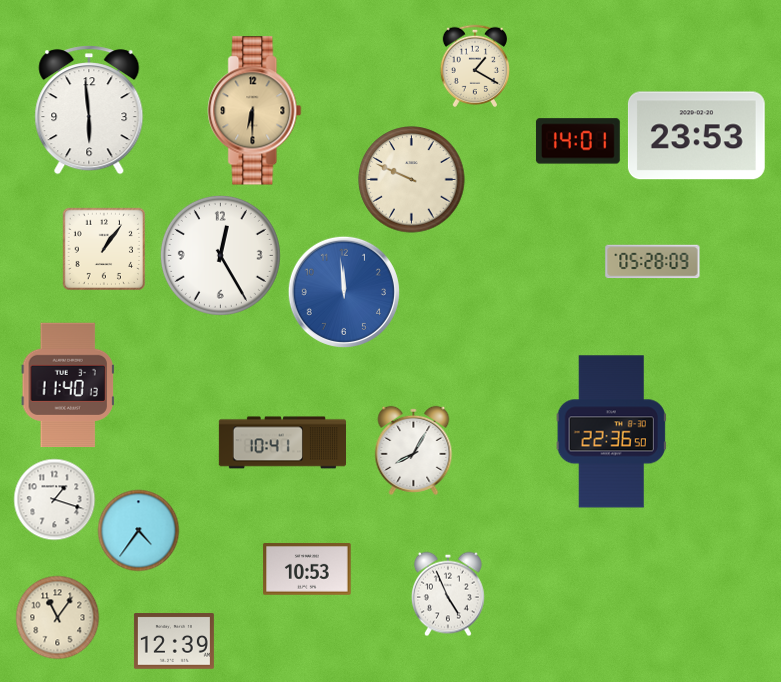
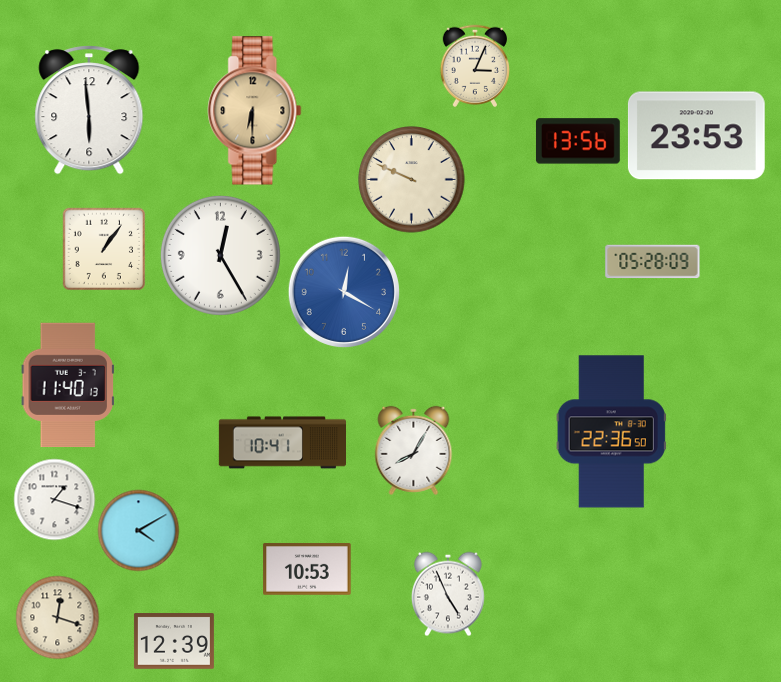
clock at (474, 66): 1:20 -> 3:04
clock at (578, 141): 14:01 -> 13:56
clock at (344, 292): 11:59 -> 12:20
clock at (138, 530): 4:36 -> 4:10
clock at (57, 617): 11:06 -> 12:18
